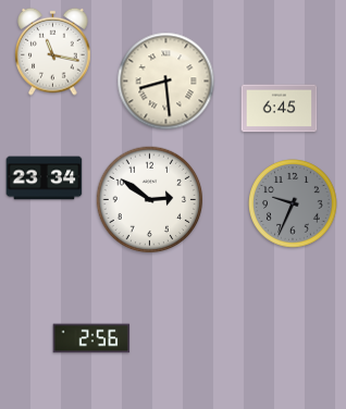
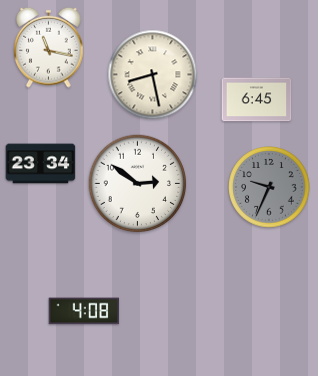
clock at (166, 82): 8:29 -> 8:28
clock at (91, 338): 2:56 -> 4:08
